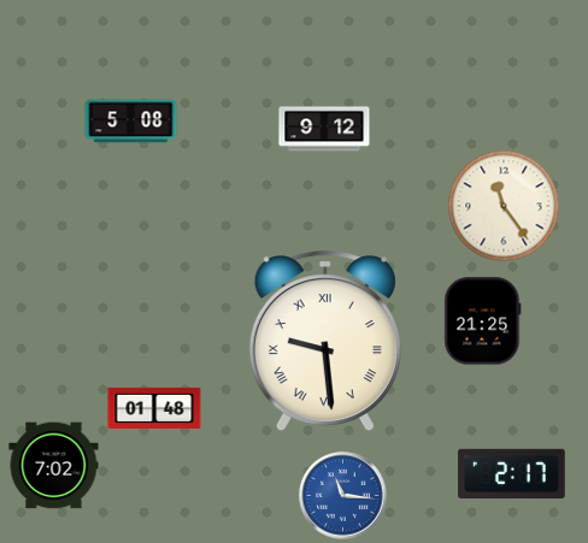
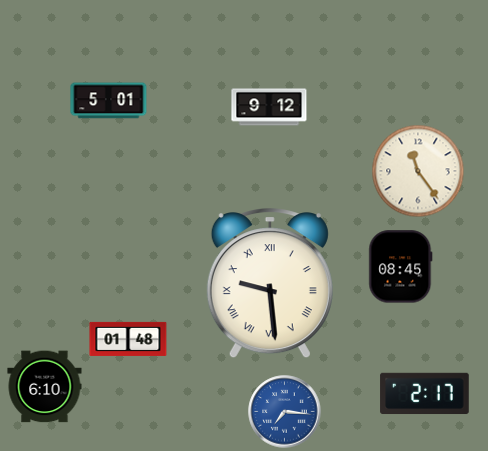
clock at (131, 122): 5:08 -> 5:01
clock at (483, 321): 21:25 -> 08:45
clock at (54, 466): 7:02 -> 6:10
clock at (343, 496): 11:16 -> 7:16
